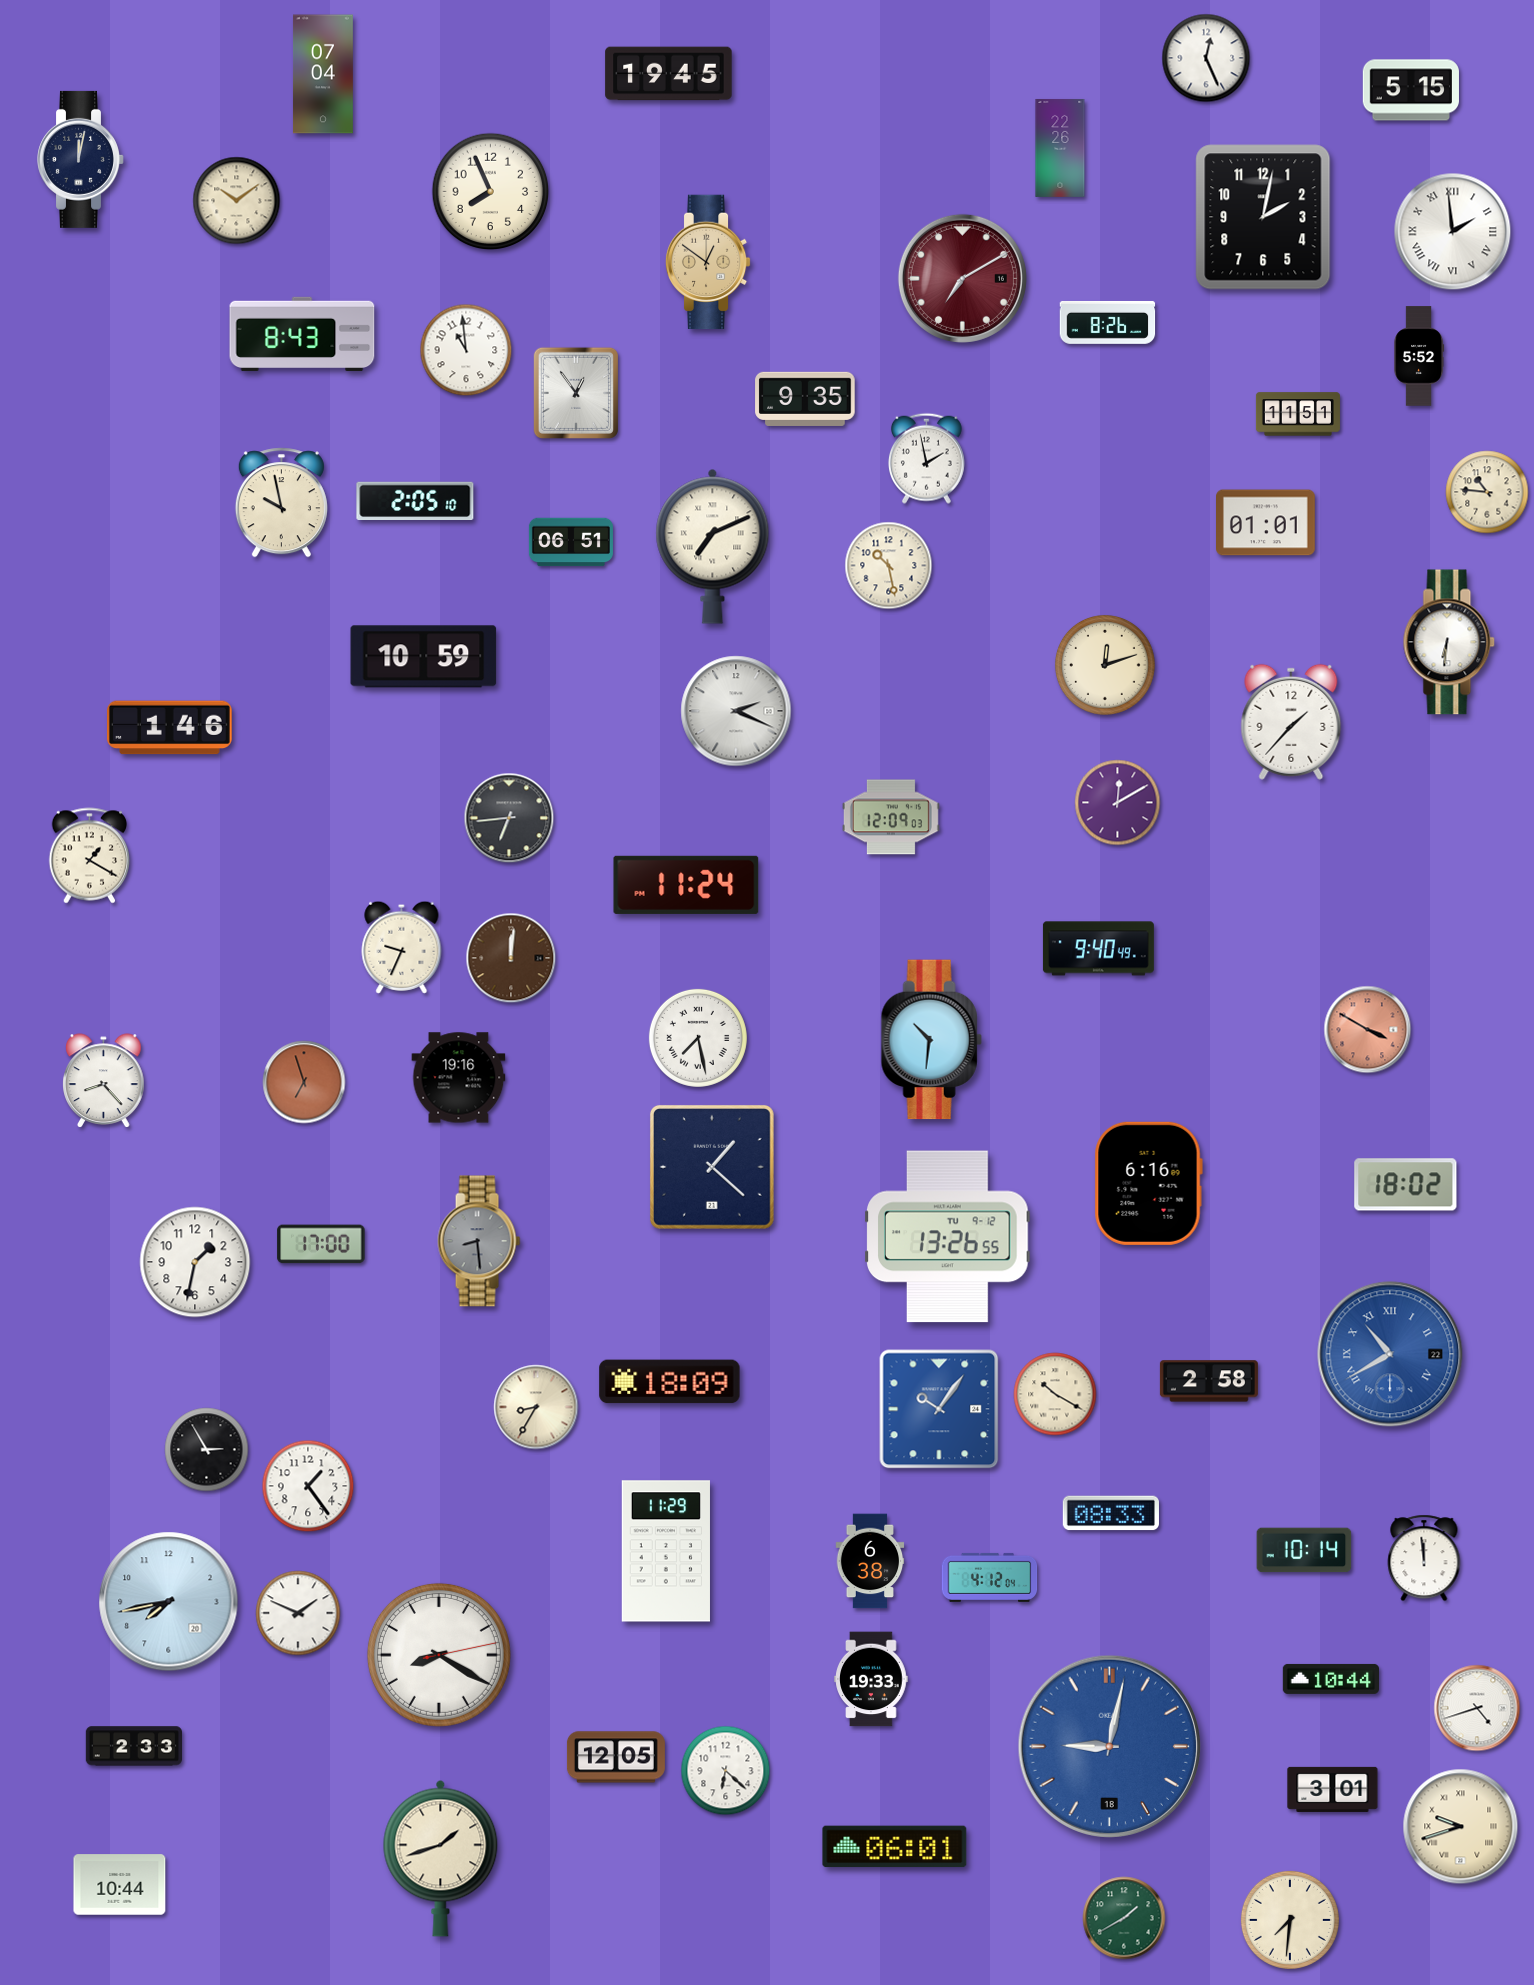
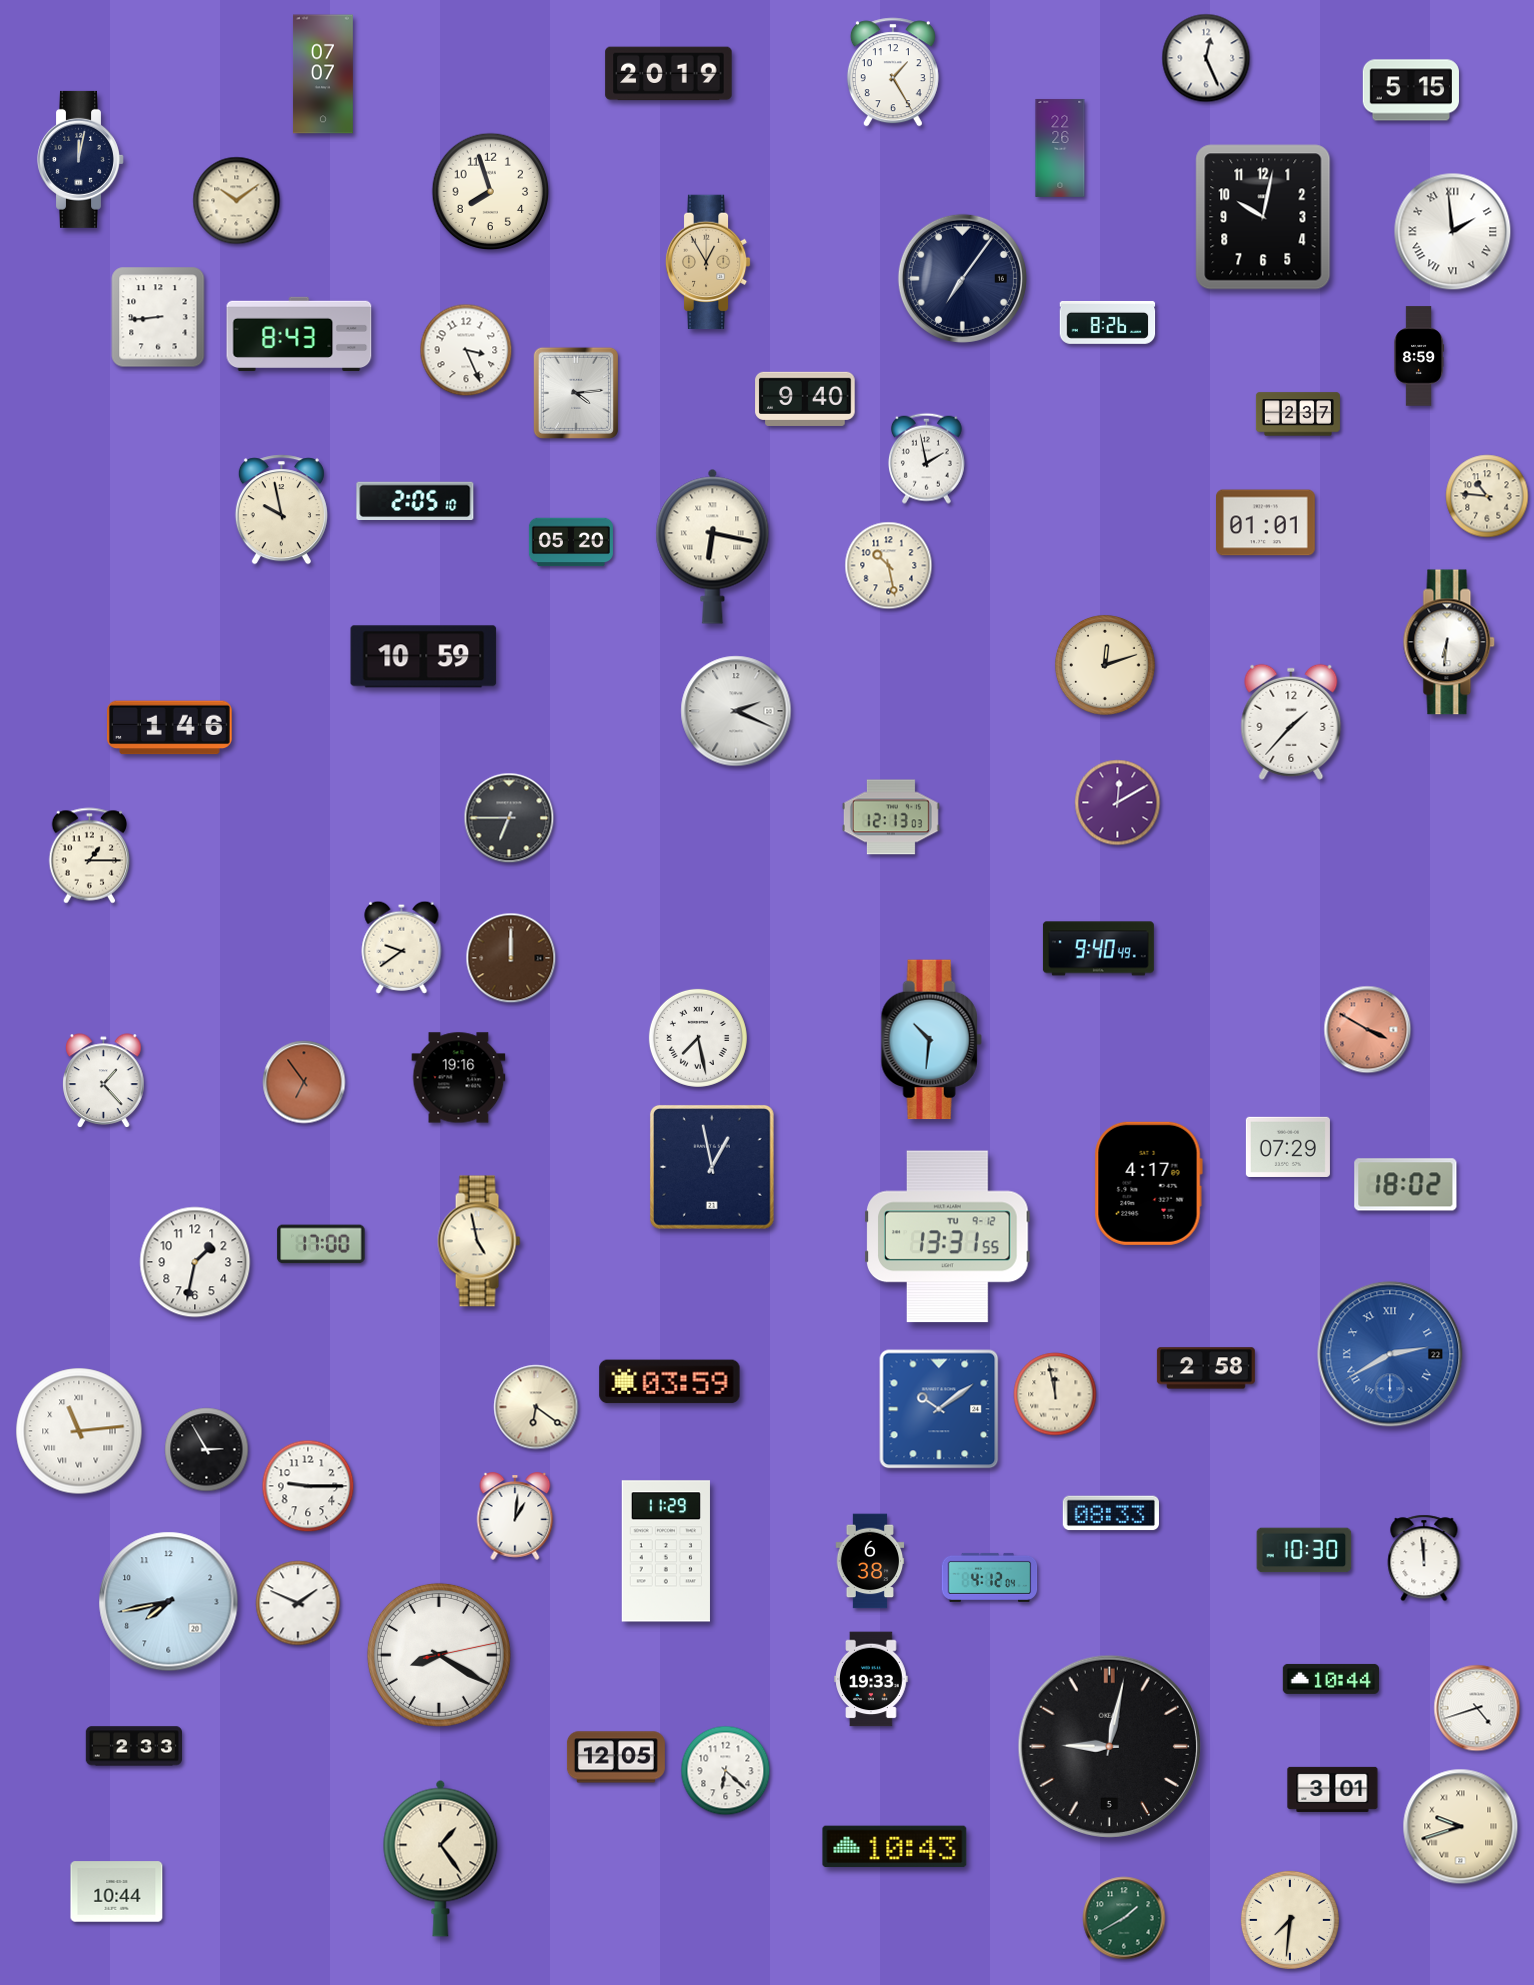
clock at (893, 72): none -> 1:25
clock at (323, 74): 07:04 -> 07:07
clock at (669, 74): 19:45 -> 20:19
clock at (491, 192): 7:56 -> 7:57
clock at (1263, 217): 2:02 -> 10:02
clock at (708, 262): 12:51 -> 12:55
clock at (962, 278): 7:10 -> 7:06
clock at (962, 278) dial: burgundy -> navy
clock at (158, 317): none -> 8:44
clock at (302, 334) position: (302, 334) -> (299, 334)
clock at (466, 350): 10:59 -> 3:26
clock at (1419, 356): 5:52 -> 8:59
clock at (576, 393): 12:54 -> 4:14
clock at (805, 399): 9:35 -> 9:40
clock at (1298, 414): 11:51 -> 2:37
clock at (1487, 492) position: (1487, 492) -> (1487, 496)
clock at (281, 503) position: (281, 503) -> (281, 510)
clock at (571, 542): 06:51 -> 05:20
clock at (713, 546): 7:11 -> 6:17
clock at (891, 817): 12:09 -> 12:13
clock at (509, 818): 6:44 -> 6:45
clock at (90, 856): 1:20 -> 1:15
clock at (686, 885): 11:24 -> none
clock at (402, 947): 9:34 -> 9:39
clock at (511, 958): 12:01 -> 12:00
clock at (104, 1081): 8:23 -> 1:23
clock at (304, 1082): 6:57 -> 6:54
clock at (1288, 1147): none -> 07:29
clock at (712, 1167): 1:22 -> 12:58
clock at (1148, 1183): 6:16 -> 4:17
clock at (948, 1237): 13:26 -> 13:31
clock at (479, 1241): 8:29 -> 4:58
clock at (479, 1241) dial: grey -> cream
clock at (1390, 1354): 10:40 -> 2:40
clock at (1209, 1381) position: (1209, 1381) -> (1206, 1368)
clock at (670, 1382): 18:09 -> 03:59
clock at (1055, 1394): 10:20 -> 11:58
clock at (536, 1407): 8:35 -> 6:21
clock at (939, 1409): 10:06 -> 10:09
clock at (79, 1431): none -> 11:14
clock at (308, 1486): 1:24 -> 9:15
clock at (515, 1516): none -> 1:01
clock at (1304, 1550): 10:14 -> 10:30
clock at (298, 1613) position: (298, 1613) -> (298, 1603)
clock at (1109, 1746) date: 18 -> 5
clock at (1109, 1746) dial: blue -> black
clock at (895, 1847): 06:01 -> 10:43
clock at (441, 1858): 1:42 -> 1:24
clock at (120, 1885) position: (120, 1885) -> (117, 1892)
